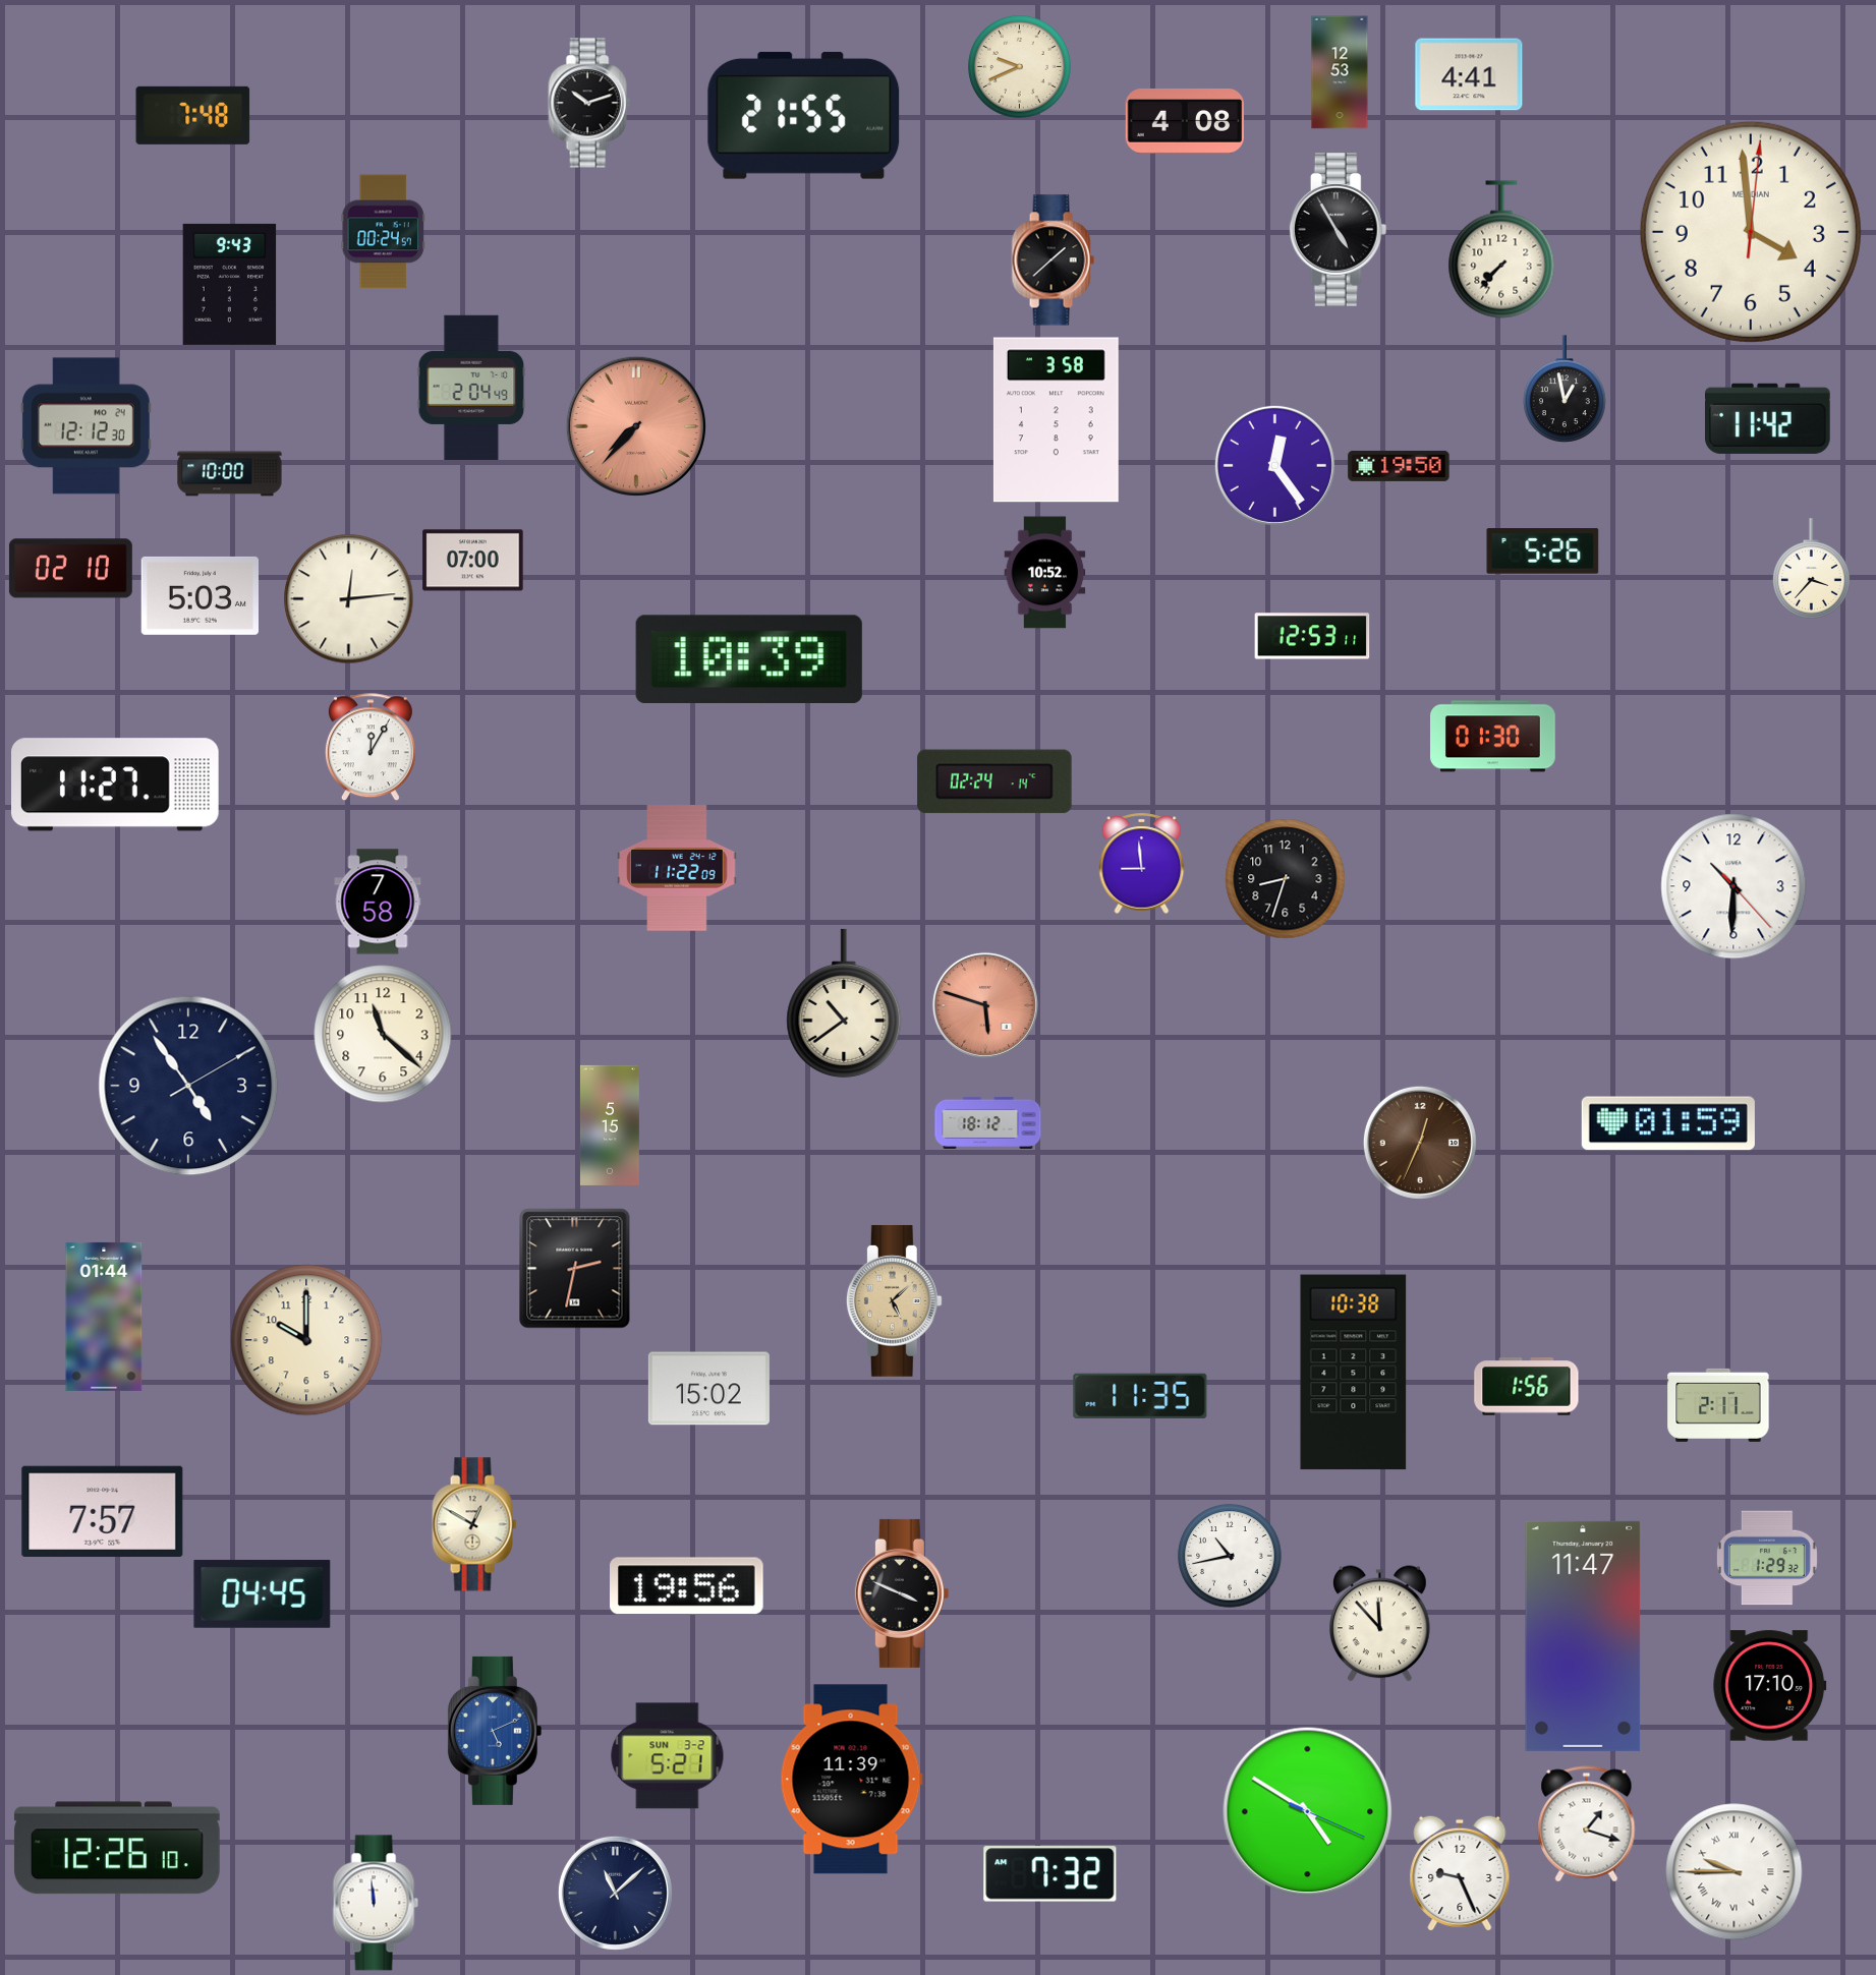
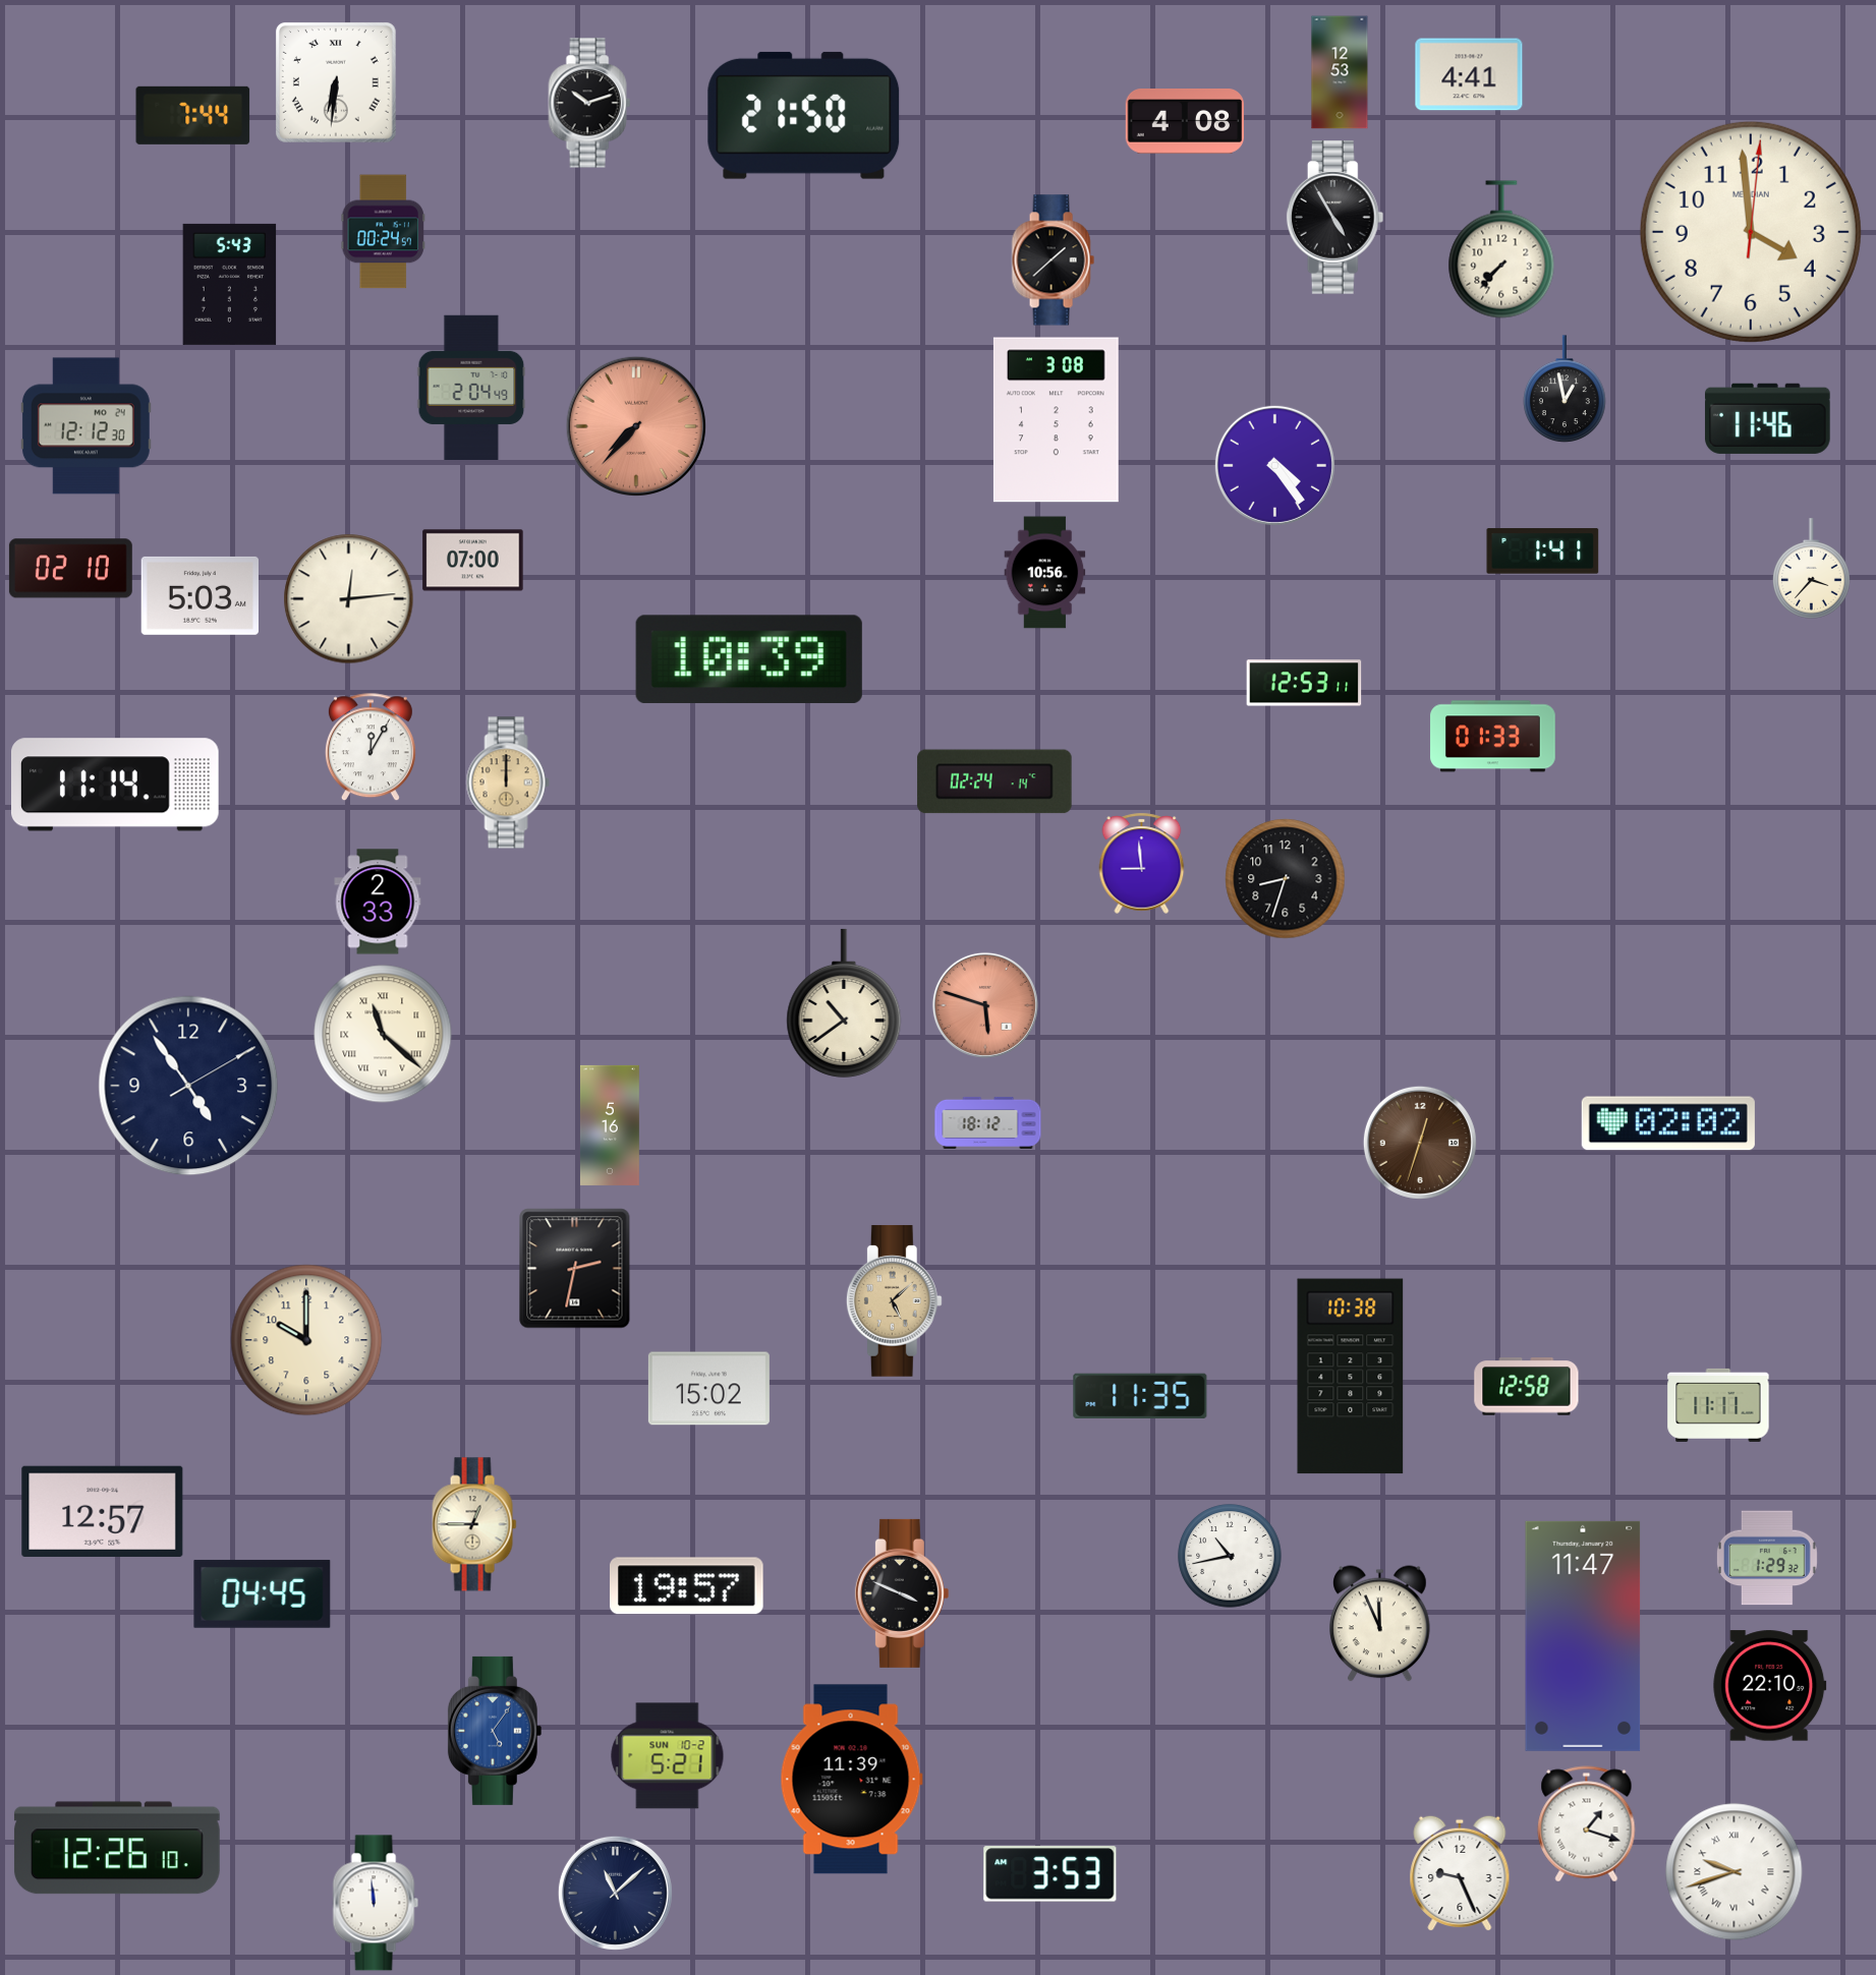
clock at (1020, 67): 9:41 -> none
clock at (336, 82): none -> 6:31
clock at (193, 115): 7:48 -> 7:44
clock at (804, 115): 21:55 -> 21:50
clock at (1339, 230) position: (1339, 230) -> (1335, 218)
clock at (230, 284): 9:43 -> 5:43
clock at (1767, 418): 11:42 -> 11:46
clock at (1056, 420): 3:58 -> 3:08
clock at (1274, 465): 12:24 -> 4:24
clock at (1399, 466): 19:50 -> none
clock at (230, 474): 10:00 -> none
clock at (1543, 551): 5:26 -> 1:41
clock at (1045, 573): 10:52 -> 10:56
clock at (1312, 636) position: (1312, 636) -> (1304, 683)
clock at (1493, 737): 01:30 -> 01:33
clock at (508, 782): none -> 12:00
clock at (116, 785): 11:27 -> 11:14
clock at (677, 868): 11:22 -> none
clock at (1733, 886): 10:30 -> none
clock at (378, 902): 7:58 -> 2:33
clock at (383, 1034) numerals: Arabic -> Roman
clock at (1668, 1123): 01:59 -> 02:02
clock at (610, 1125): 5:15 -> 5:16
clock at (1420, 1143): 12:34 -> 12:33
clock at (104, 1317): 01:44 -> none
clock at (1354, 1373) position: (1354, 1373) -> (1351, 1377)
clock at (1527, 1387): 1:56 -> 12:58
clock at (1718, 1405): 2:11 -> 11:11
clock at (103, 1511): 7:57 -> 12:57
clock at (474, 1524): 12:50 -> 12:45
clock at (687, 1586): 19:56 -> 19:57
clock at (1380, 1624): 11:53 -> 11:56
clock at (1770, 1686): 17:10 -> 22:10
clock at (495, 1731): 5:11 -> 5:06
clock at (668, 1756) date: SUN 3-2 -> SUN 10-2
clock at (1308, 1812): 4:50 -> none
clock at (1735, 1872): 9:45 -> 9:42
clock at (1050, 1874): 7:32 -> 3:53
